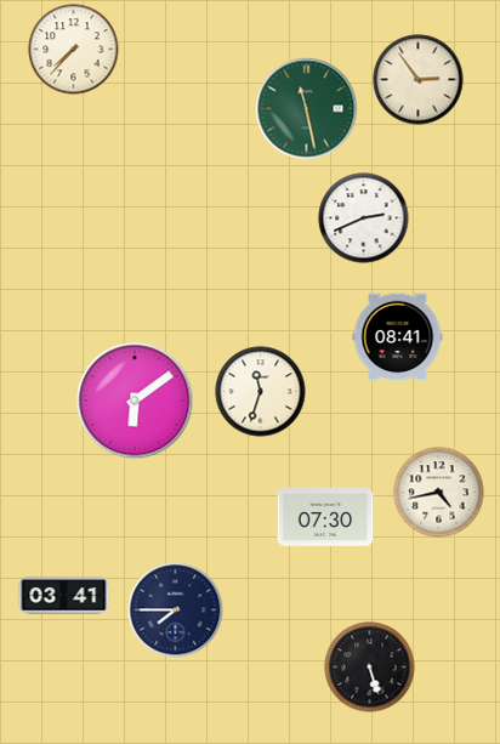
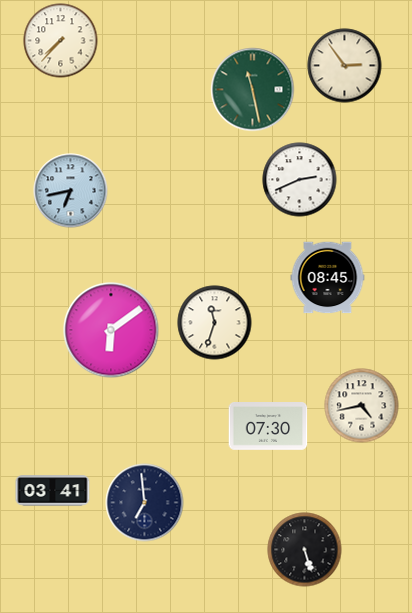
clock at (71, 191): none -> 6:43
clock at (398, 337): 08:41 -> 08:45
clock at (176, 610): 7:45 -> 6:59
